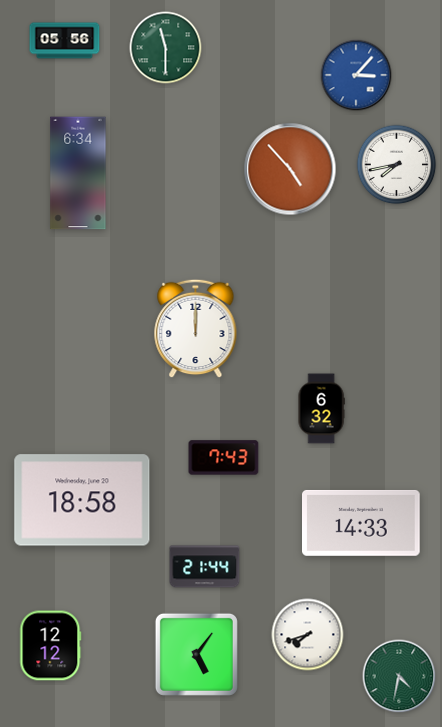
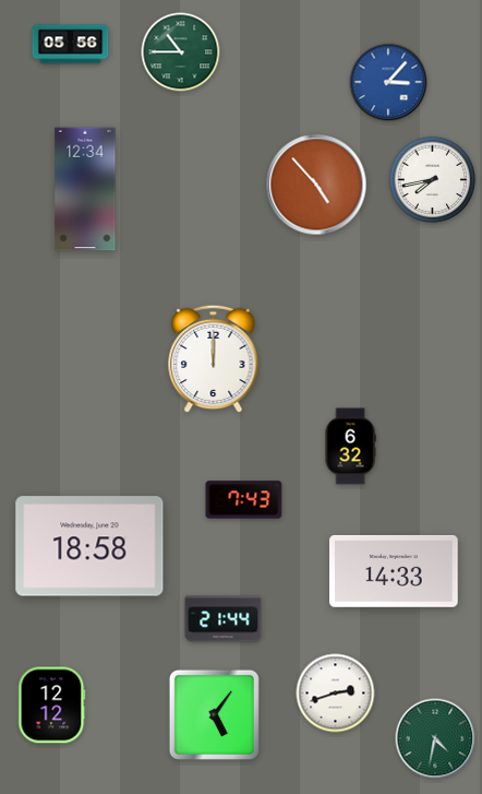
clock at (166, 48): 11:30 -> 10:45
clock at (78, 173): 6:34 -> 12:34
clock at (308, 635): 7:42 -> 2:42
clock at (51, 646) position: (51, 646) -> (52, 706)
